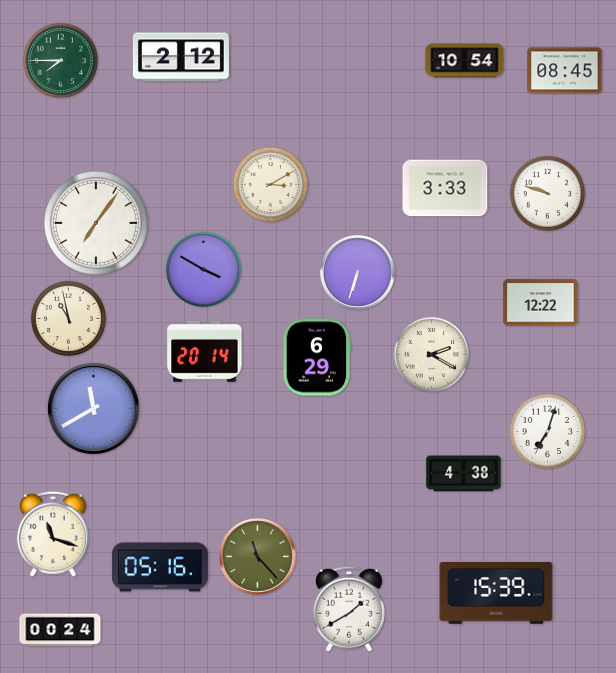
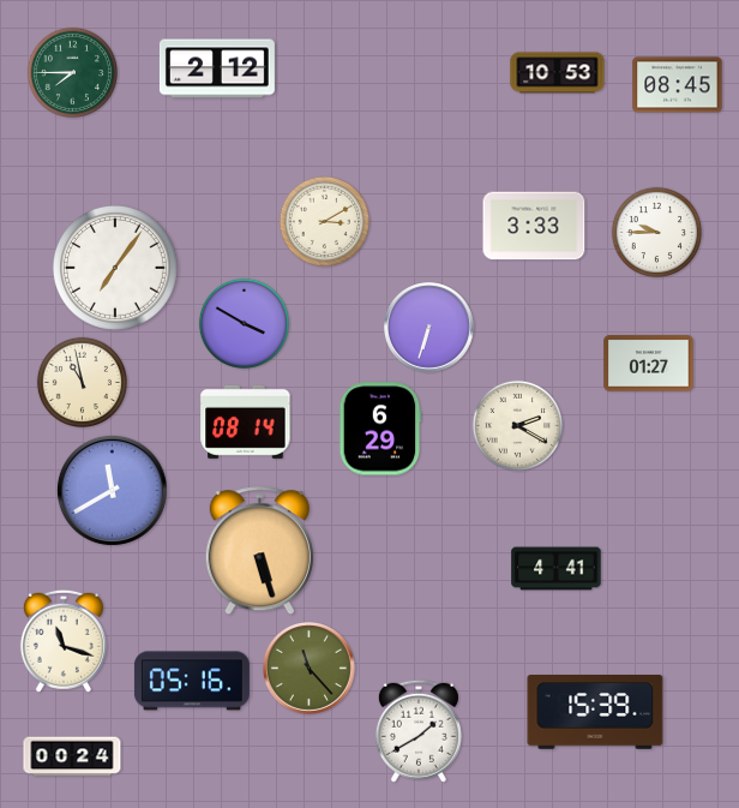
clock at (465, 61): 10:54 -> 10:53
clock at (547, 193): 9:48 -> 9:45
clock at (541, 303): 12:22 -> 01:27
clock at (205, 351): 20:14 -> 08:14
clock at (547, 431): 7:03 -> none
clock at (259, 551): none -> 5:27
clock at (464, 474): 4:38 -> 4:41
